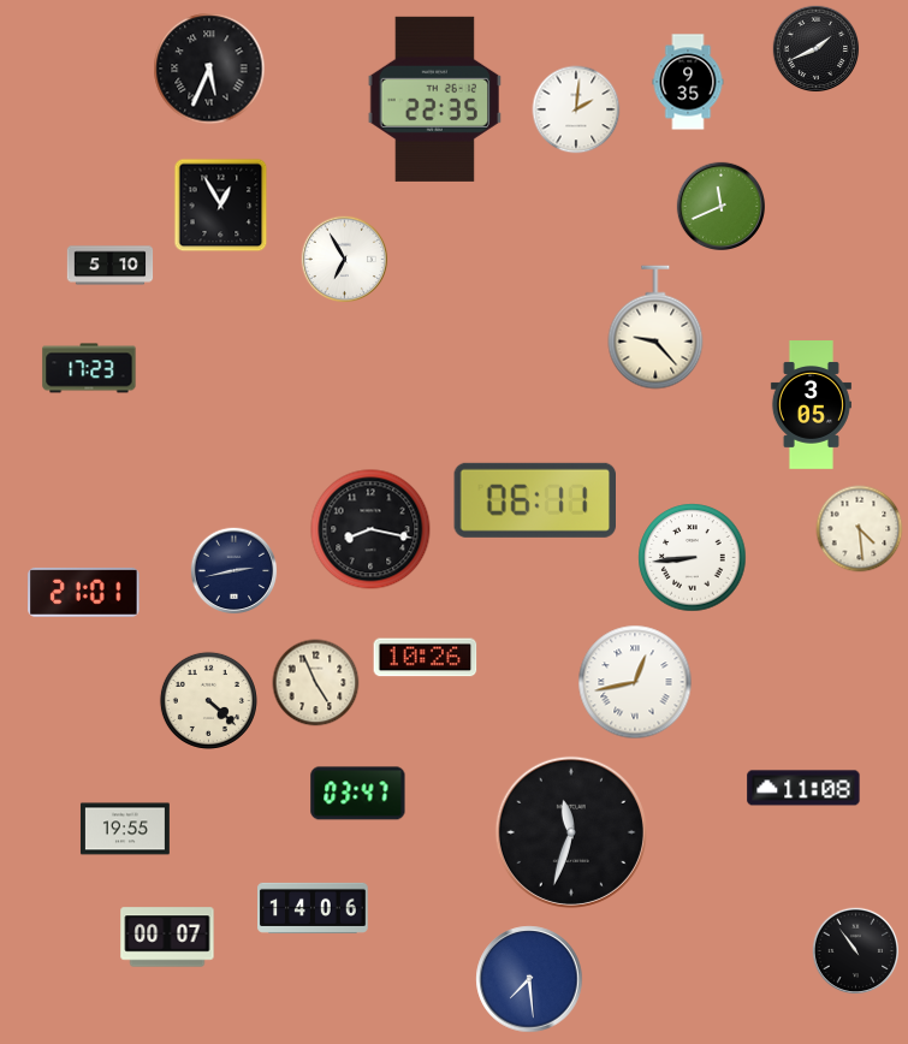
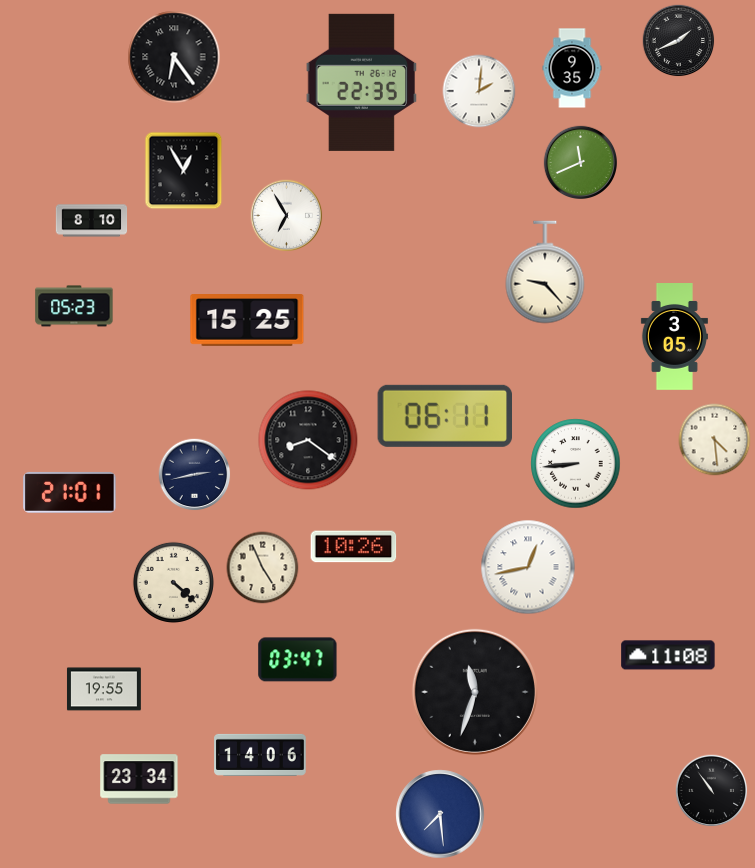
clock at (209, 69): 5:34 -> 6:24
clock at (720, 206) position: (720, 206) -> (580, 162)
clock at (111, 266): 5:10 -> 8:10
clock at (89, 368): 17:23 -> 05:23
clock at (247, 321): none -> 15:25
clock at (370, 529): 8:17 -> 8:21
clock at (167, 937): 00:07 -> 23:34
